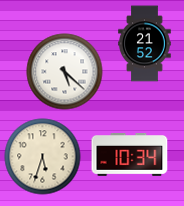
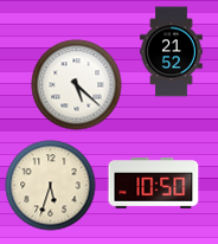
clock at (130, 155): 10:34 -> 10:50
